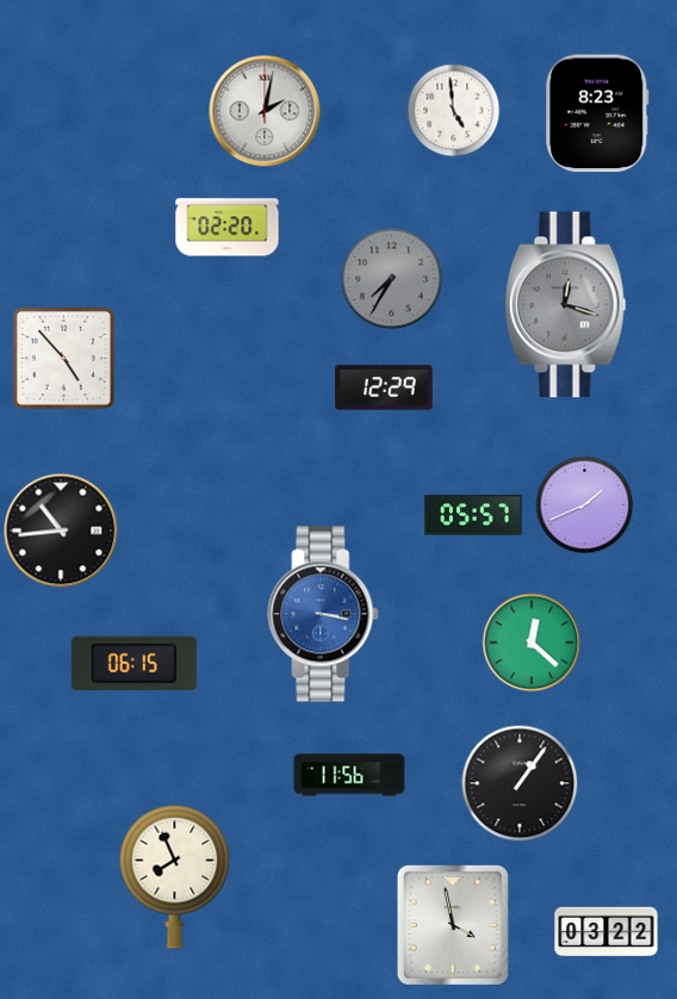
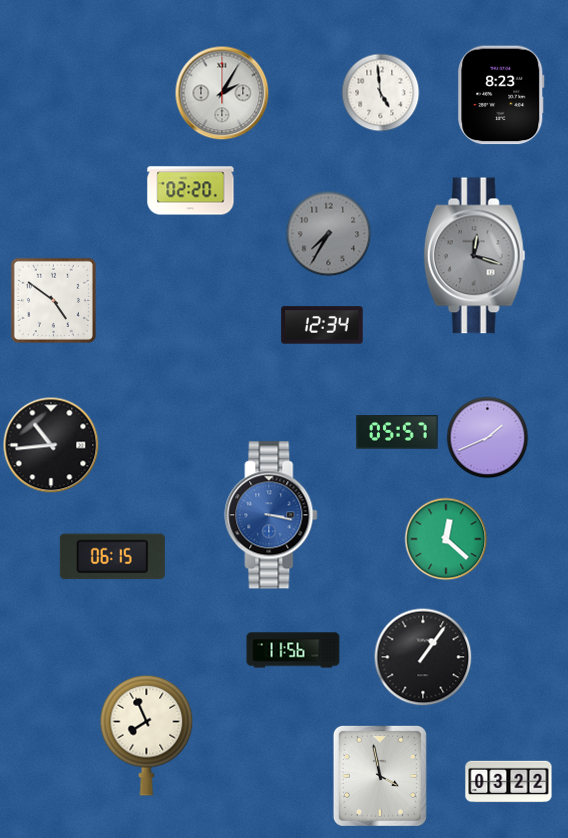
clock at (265, 111): 2:02 -> 2:05
clock at (63, 358): 4:53 -> 4:51
clock at (384, 387): 12:29 -> 12:34
clock at (585, 505) position: (585, 505) -> (488, 438)
clock at (520, 783) position: (520, 783) -> (423, 657)
